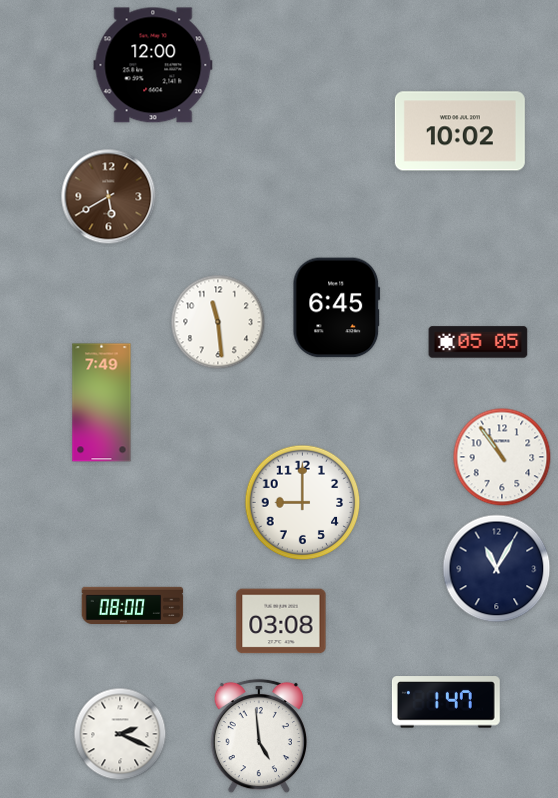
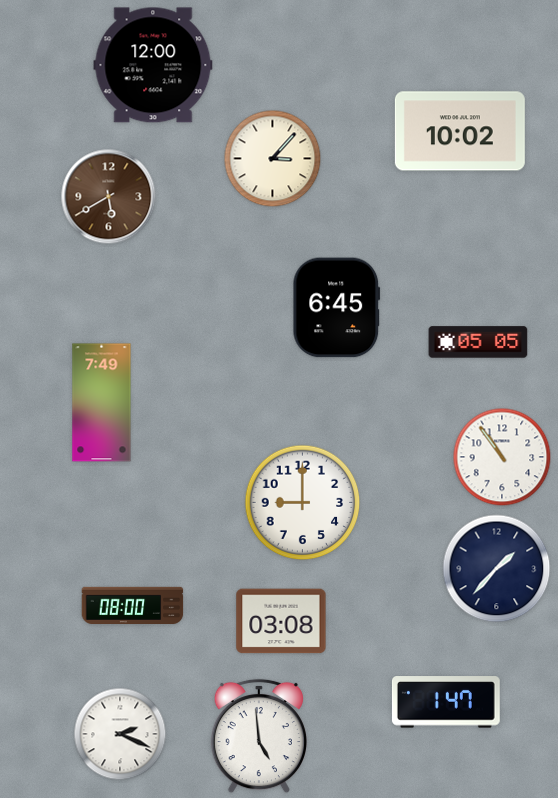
clock at (273, 159): none -> 3:07
clock at (218, 322): 11:29 -> none
clock at (497, 569): 11:05 -> 1:37
